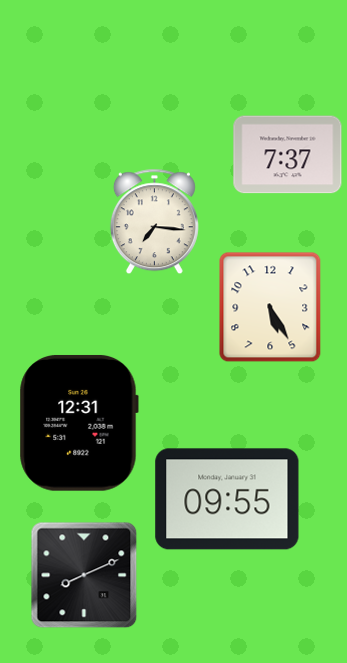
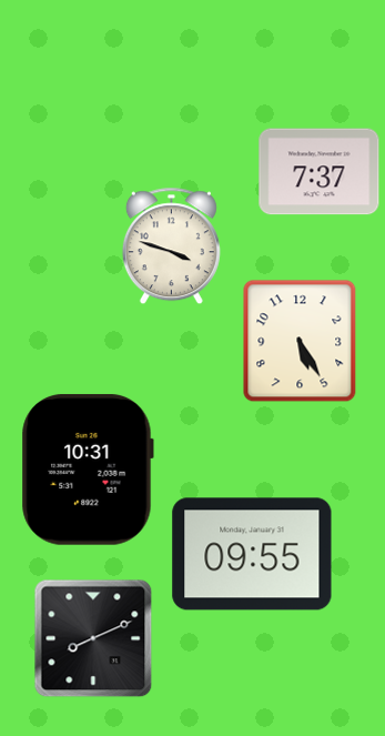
clock at (154, 222): 7:16 -> 3:48
clock at (79, 423): 12:31 -> 10:31
